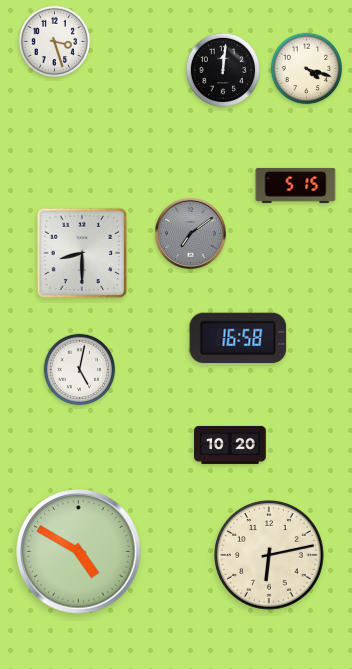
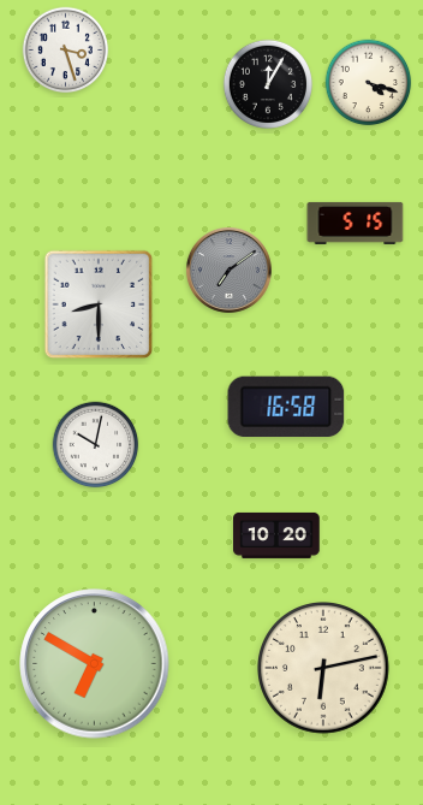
clock at (223, 70): 12:01 -> 12:05
clock at (191, 234) position: (191, 234) -> (230, 271)
clock at (80, 370): 5:02 -> 10:02
clock at (79, 552): 4:50 -> 6:50
